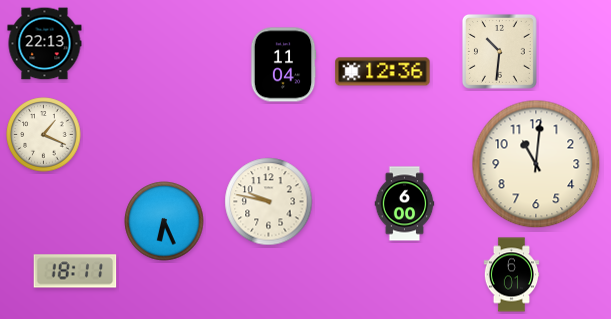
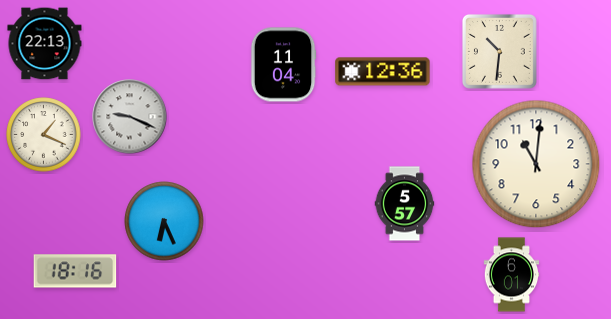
clock at (130, 117): none -> 9:19
clock at (269, 202): 9:47 -> none
clock at (405, 204): 6:00 -> 5:57
clock at (75, 271): 18:11 -> 18:16
